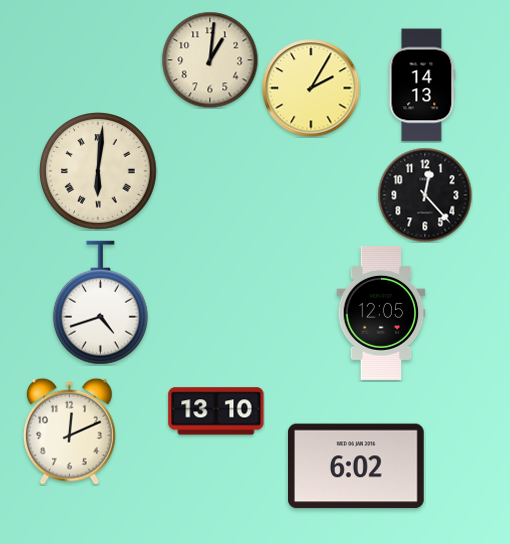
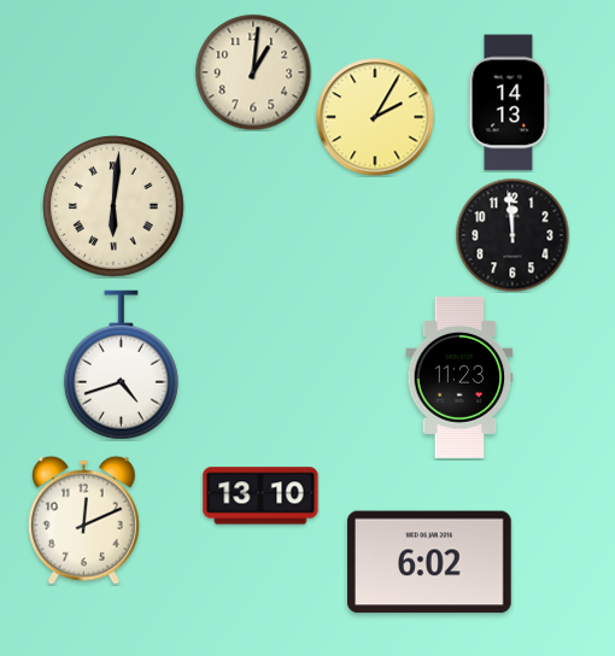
clock at (311, 88) position: (311, 88) -> (375, 117)
clock at (99, 172) position: (99, 172) -> (115, 207)
clock at (425, 195): 12:23 -> 11:59
clock at (381, 314): 12:05 -> 11:23
